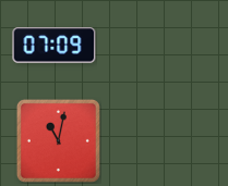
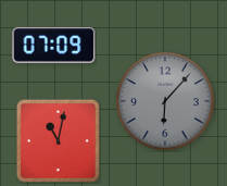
clock at (165, 101): none -> 6:07
